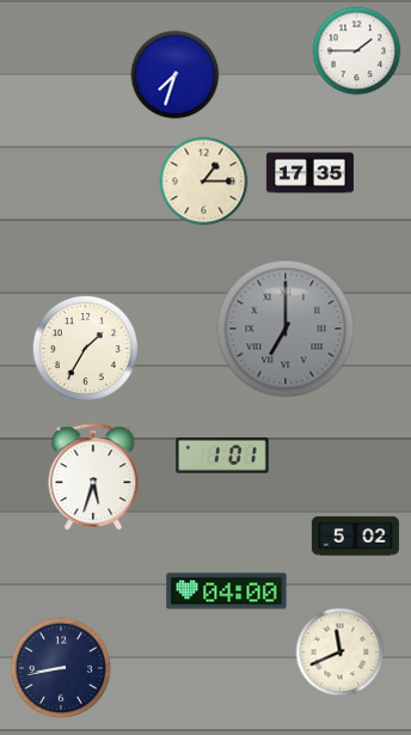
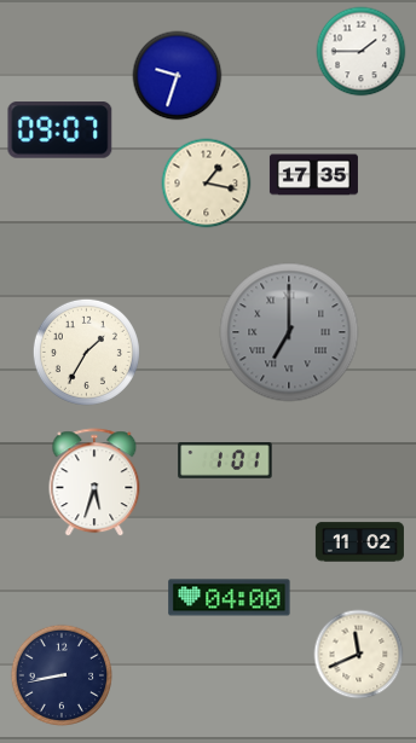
clock at (176, 75): 7:33 -> 9:33
clock at (60, 130): none -> 09:07
clock at (204, 182): 1:15 -> 1:17
clock at (355, 537): 5:02 -> 11:02
clock at (341, 653) position: (341, 653) -> (359, 655)
